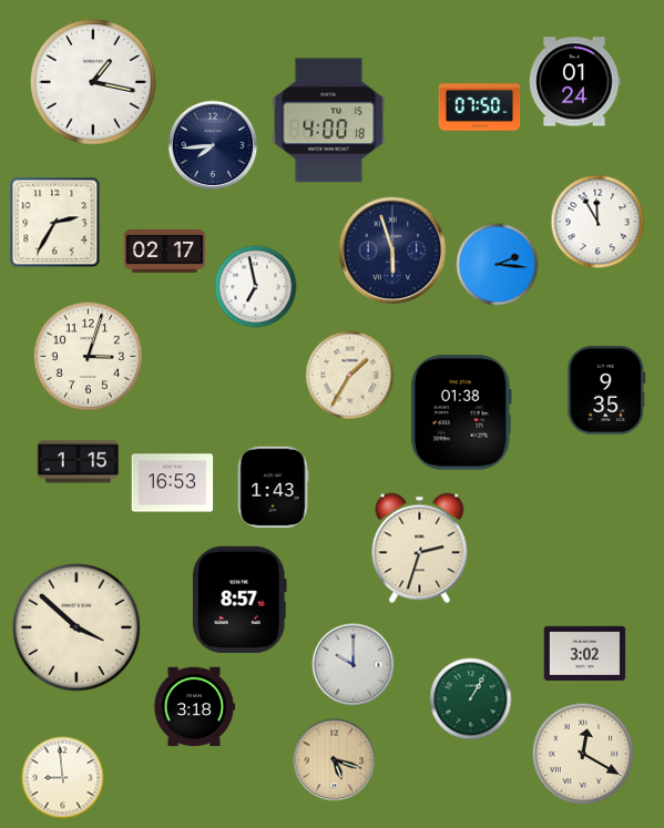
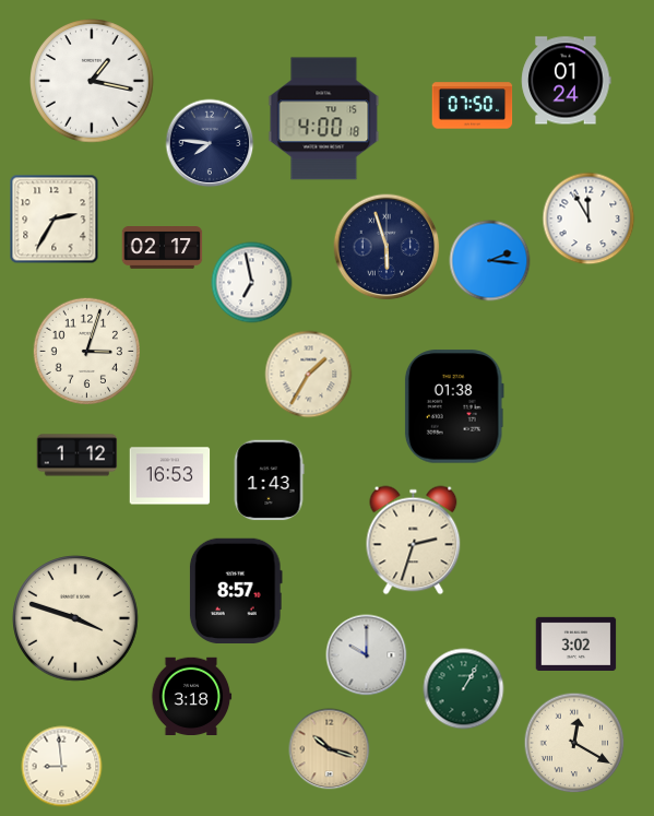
clock at (213, 145): 7:44 -> 7:46
clock at (350, 376) position: (350, 376) -> (309, 375)
clock at (606, 391): 9:35 -> none
clock at (79, 462): 1:15 -> 1:12
clock at (76, 627): 3:52 -> 3:48
clock at (354, 665) position: (354, 665) -> (367, 655)
clock at (335, 760): 5:18 -> 10:18
